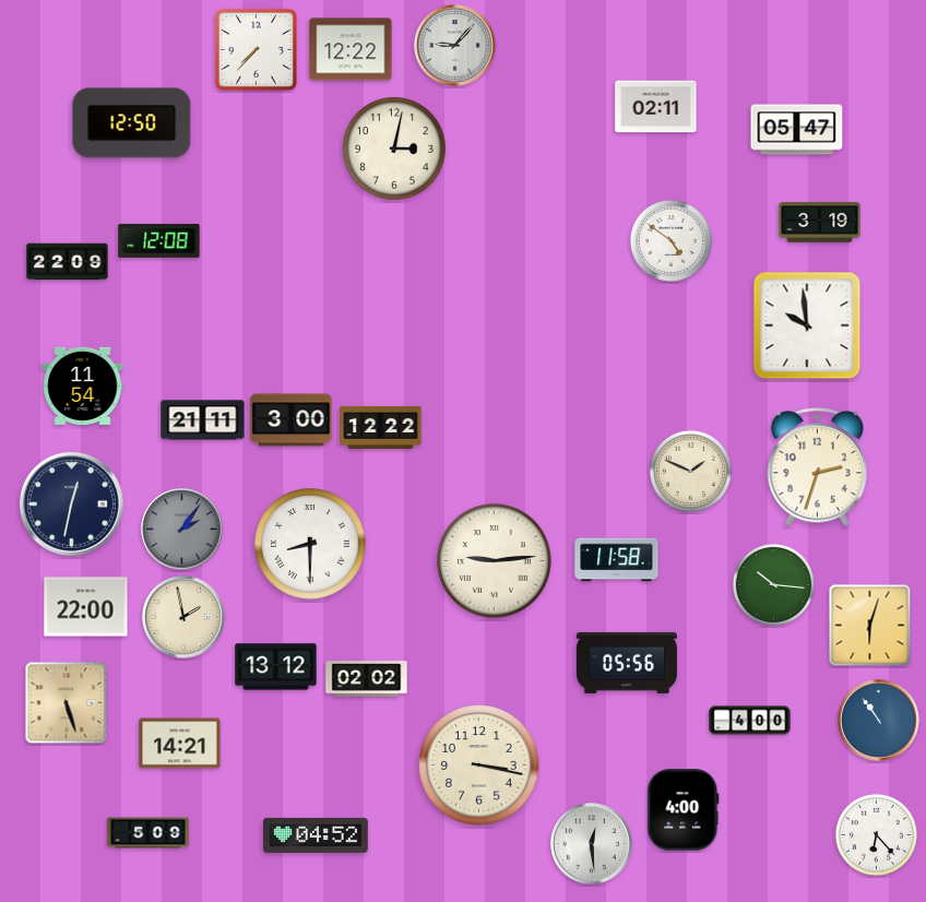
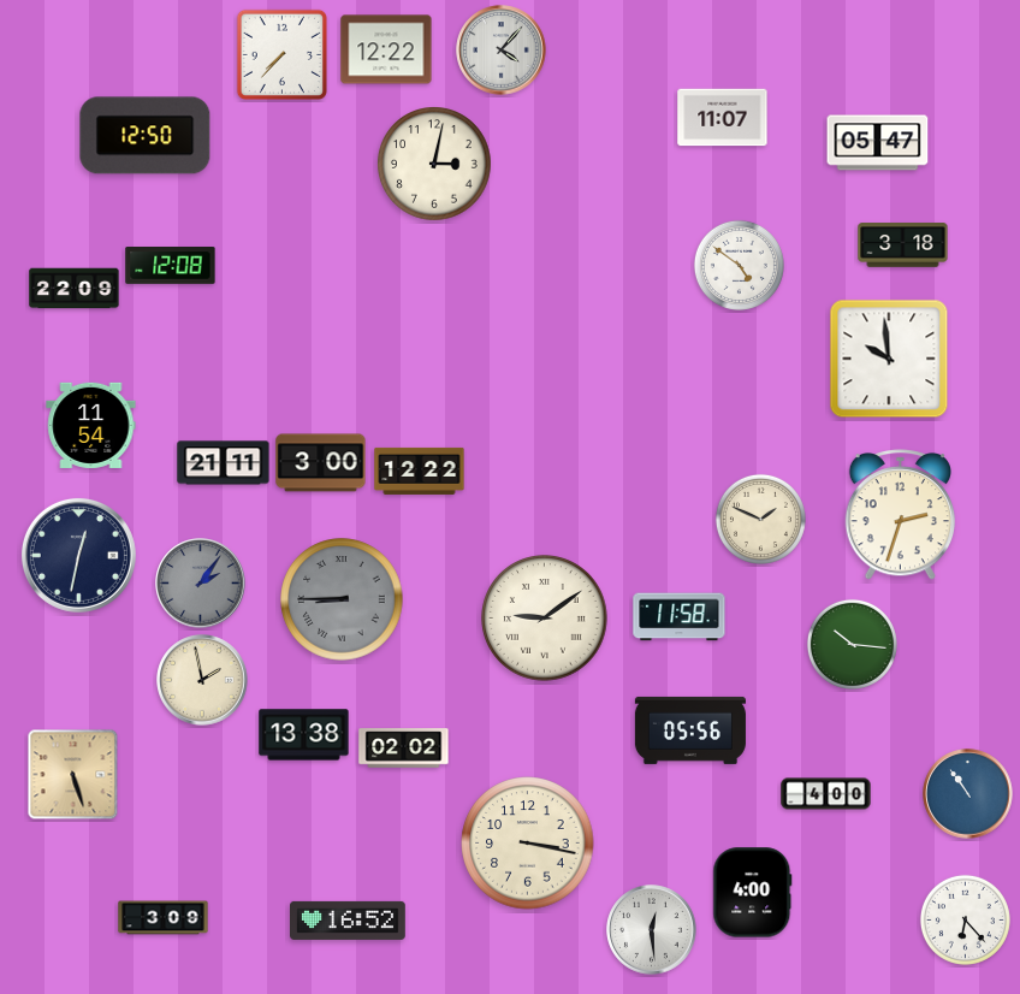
clock at (455, 46): 9:07 -> 4:07
clock at (351, 49) position: (351, 49) -> (386, 49)
clock at (656, 107): 02:11 -> 11:07
clock at (820, 223): 3:19 -> 3:18
clock at (159, 241) position: (159, 241) -> (171, 266)
clock at (310, 544): 8:30 -> 8:45
clock at (310, 544) dial: white -> grey
clock at (495, 561): 9:14 -> 9:09
clock at (86, 607): 22:00 -> none
clock at (870, 626): 6:03 -> none
clock at (276, 667): 13:12 -> 13:38
clock at (180, 744): 14:21 -> none
clock at (149, 833): 5:09 -> 3:09
clock at (317, 835): 04:52 -> 16:52
